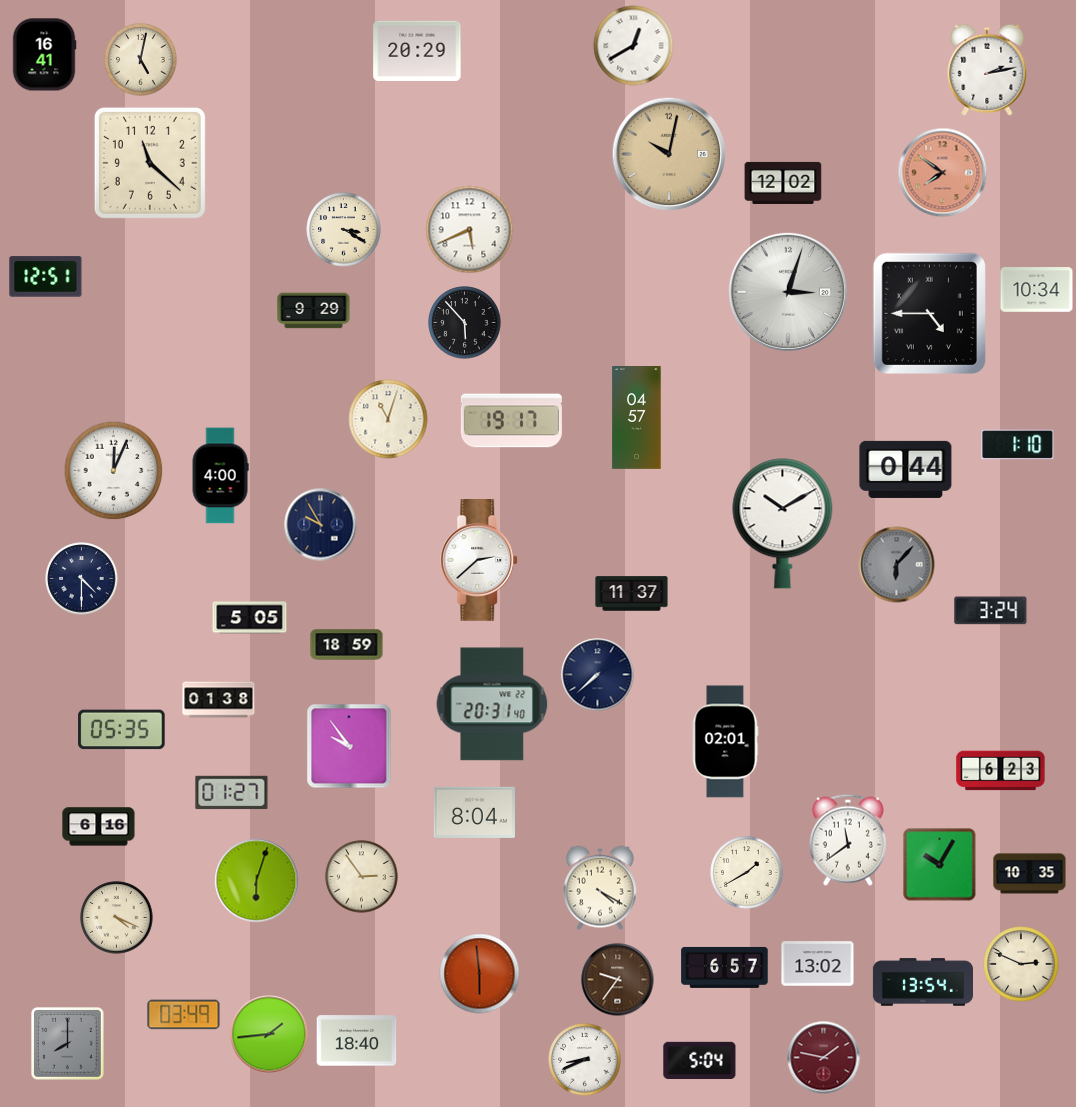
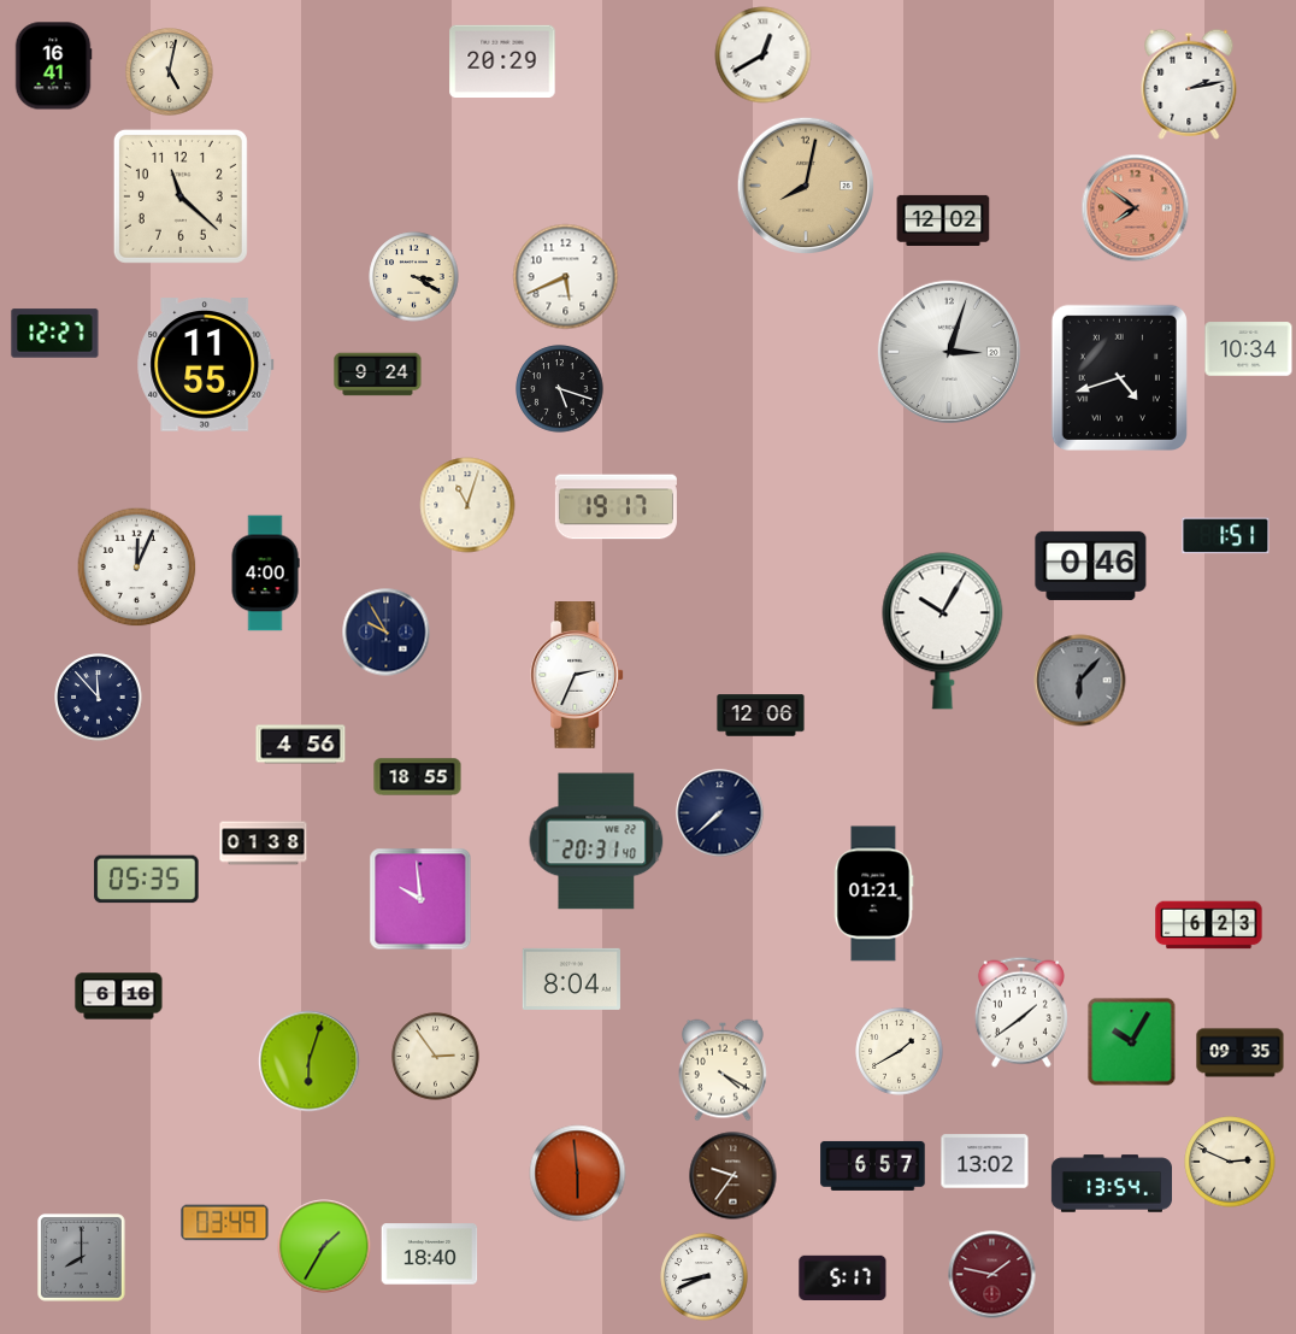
clock at (669, 154): 10:02 -> 8:02
clock at (46, 277): 12:51 -> 12:27
clock at (206, 365): none -> 11:55
clock at (314, 311): 9:29 -> 9:24
clock at (929, 313): 4:45 -> 4:42
clock at (465, 323): 5:53 -> 5:18
clock at (637, 418): 04:57 -> none
clock at (1018, 445): 1:10 -> 1:51
clock at (906, 469): 0:44 -> 0:46
clock at (783, 524): 10:10 -> 10:05
clock at (480, 561): 2:38 -> 2:34
clock at (82, 579): 4:30 -> 11:53
clock at (632, 594): 11:37 -> 12:06
clock at (991, 611): 3:24 -> none
clock at (250, 618): 5:05 -> 4:56
clock at (347, 645): 18:59 -> 18:55
clock at (492, 704) position: (492, 704) -> (596, 841)
clock at (725, 742): 02:01 -> 01:21
clock at (349, 746): 9:54 -> 9:59
clock at (1001, 771) position: (1001, 771) -> (1209, 925)
clock at (232, 793): 01:27 -> none
clock at (848, 840): 11:39 -> 1:39
clock at (1030, 874): 10:35 -> 09:35
clock at (117, 918): 4:19 -> none
clock at (618, 980) position: (618, 980) -> (734, 1176)
clock at (184, 1015) position: (184, 1015) -> (225, 1223)
clock at (269, 1034): 1:44 -> 1:35
clock at (700, 1060): 5:04 -> 5:17
